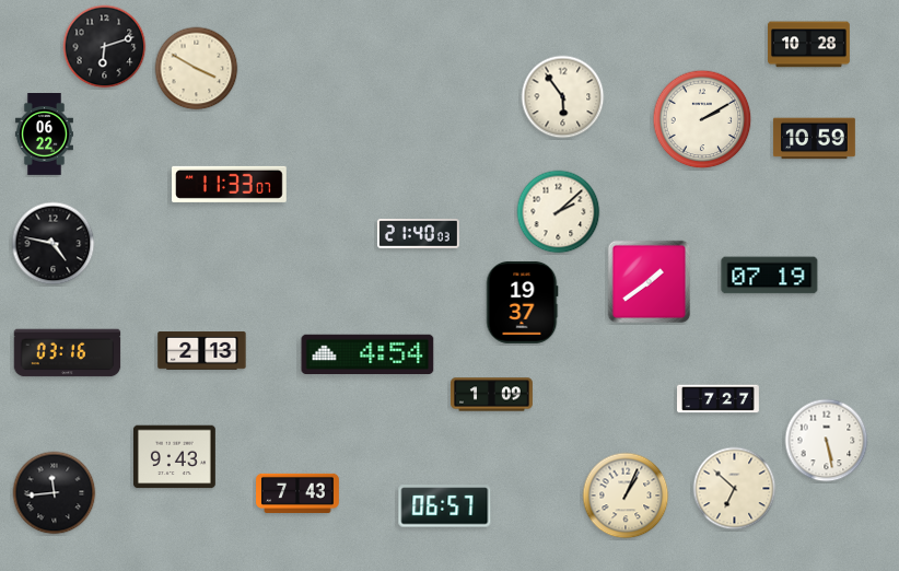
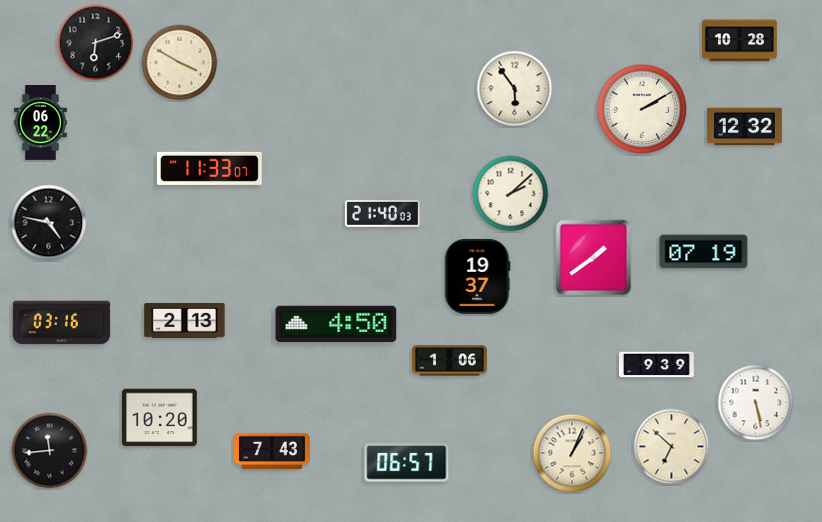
clock at (814, 139): 10:59 -> 12:32
clock at (367, 353): 4:54 -> 4:50
clock at (492, 395): 1:09 -> 1:06
clock at (719, 399): 7:27 -> 9:39
clock at (174, 457): 9:43 -> 10:20
